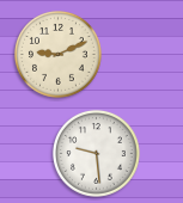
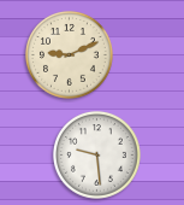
clock at (57, 54) position: (57, 54) -> (69, 54)
